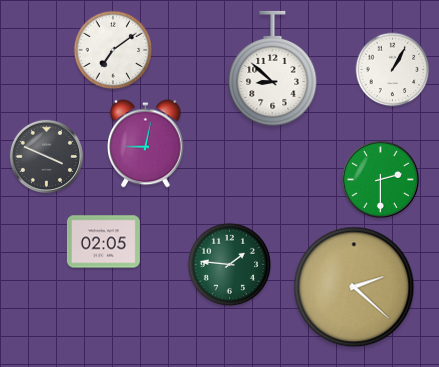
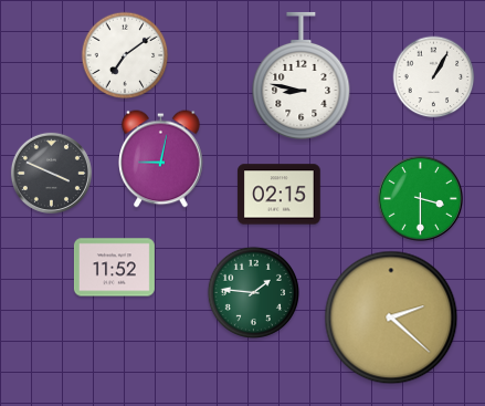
clock at (273, 68): 8:52 -> 8:47
clock at (280, 195): none -> 02:15
clock at (380, 179): 2:30 -> 3:30
clock at (103, 242): 02:05 -> 11:52
